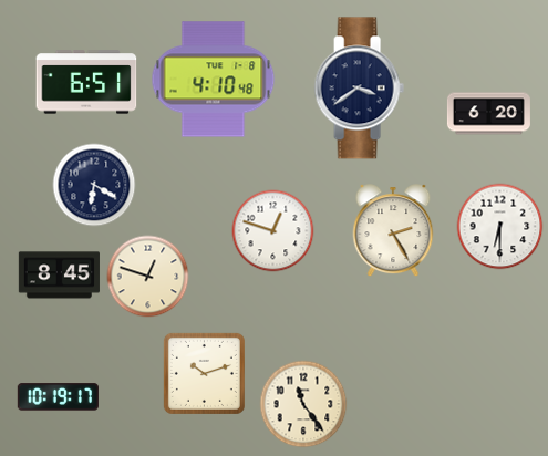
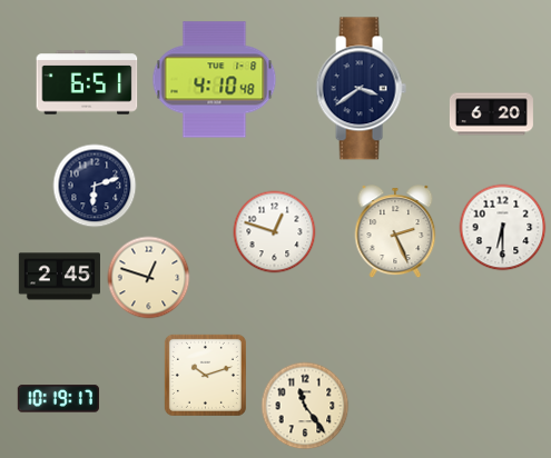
clock at (94, 185): 6:20 -> 6:12
clock at (393, 231): 2:25 -> 2:26
clock at (59, 276): 8:45 -> 2:45
